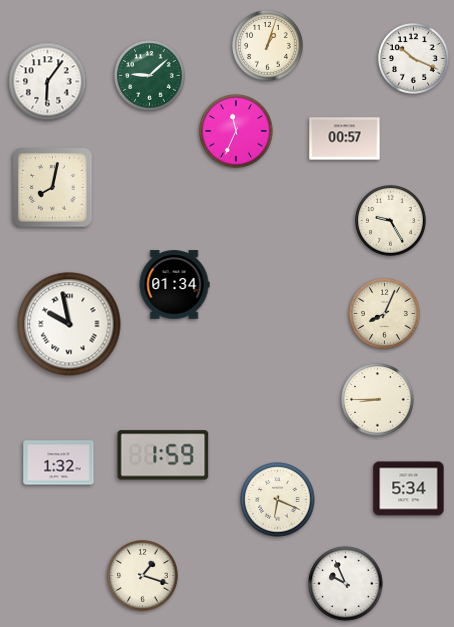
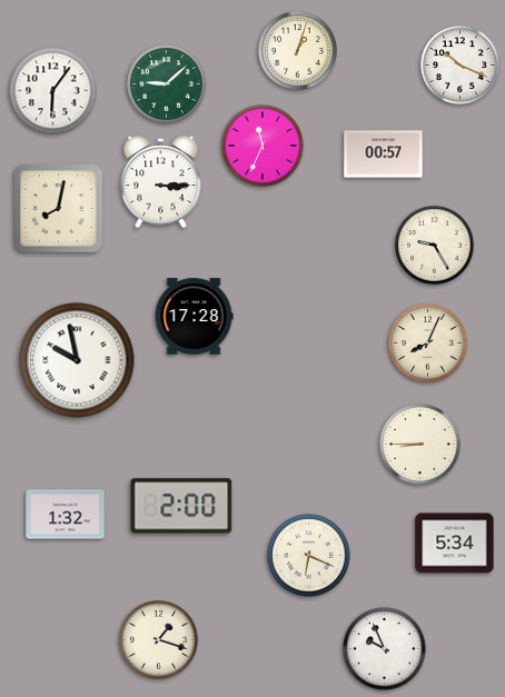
clock at (161, 183): none -> 3:15
clock at (174, 285): 01:34 -> 17:28
clock at (385, 314) position: (385, 314) -> (428, 343)
clock at (163, 455): 1:59 -> 2:00
